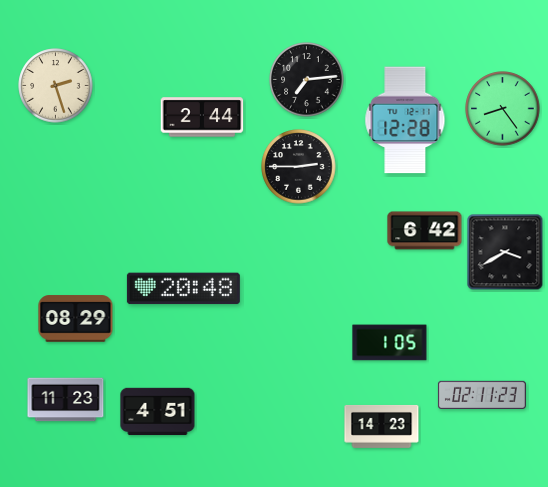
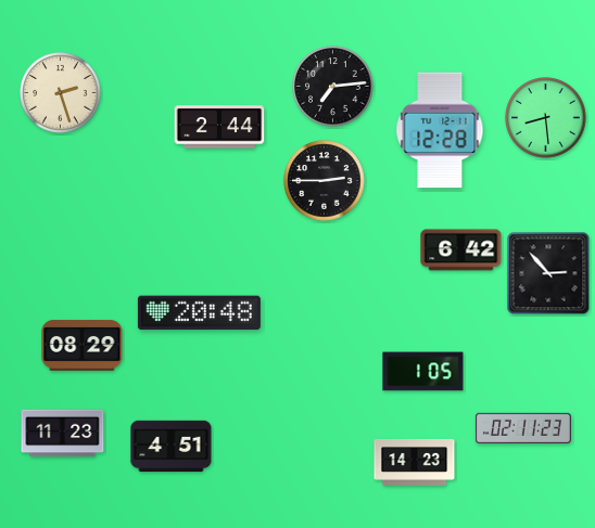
clock at (503, 109): 8:24 -> 8:29
clock at (505, 252): 3:40 -> 2:53
clock at (66, 400) position: (66, 400) -> (63, 434)
